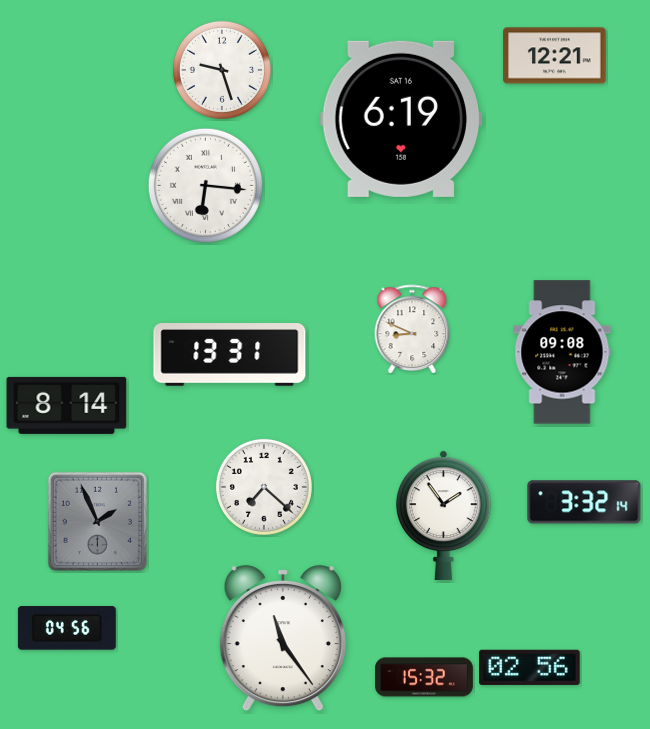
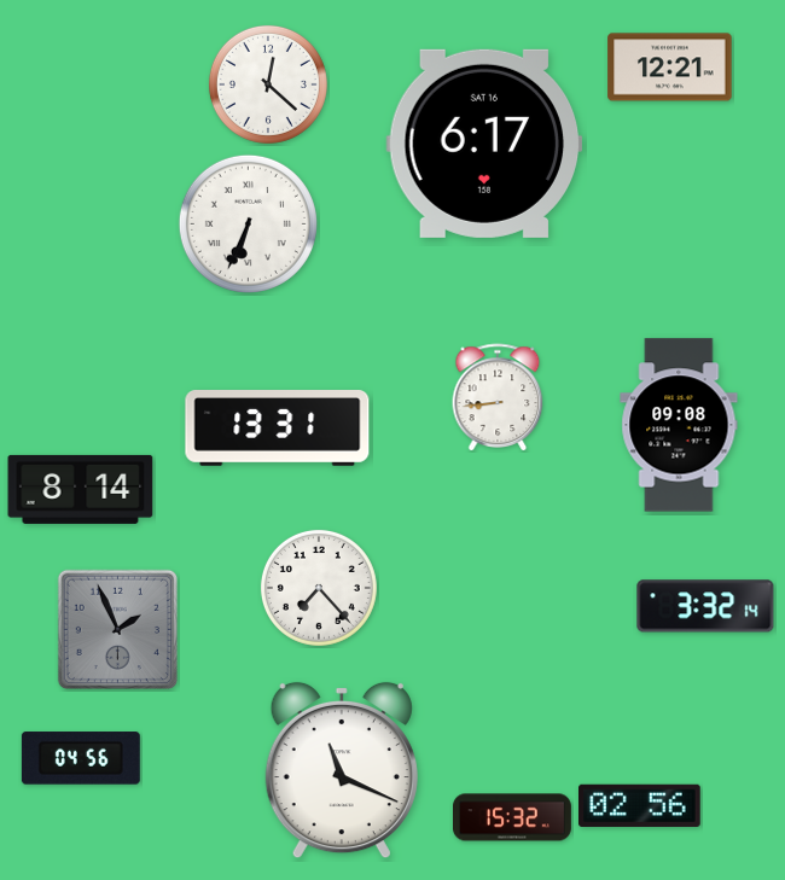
clock at (222, 70): 9:27 -> 12:22
clock at (401, 119): 6:19 -> 6:17
clock at (205, 185): 6:16 -> 6:34
clock at (412, 329): 8:49 -> 8:44
clock at (264, 487): 7:22 -> 7:23
clock at (443, 515): 1:54 -> none
clock at (283, 638): 11:24 -> 11:19
